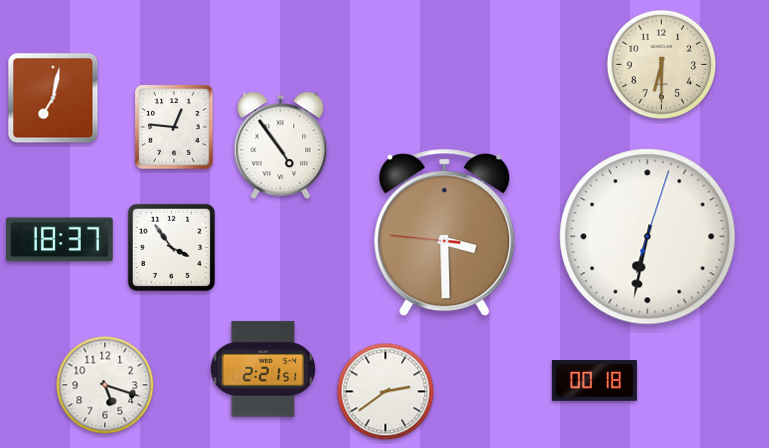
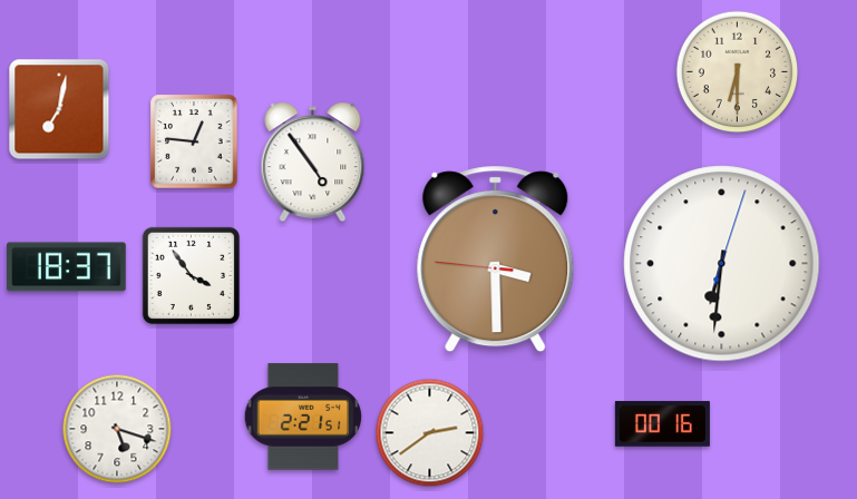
clock at (648, 237): 6:32 -> 6:31
clock at (263, 369) position: (263, 369) -> (303, 417)
clock at (594, 381): 00:18 -> 00:16
clock at (386, 392) position: (386, 392) -> (430, 433)
